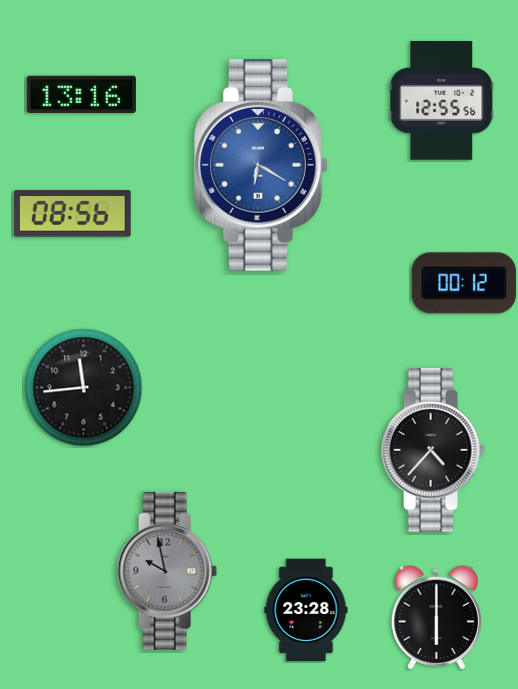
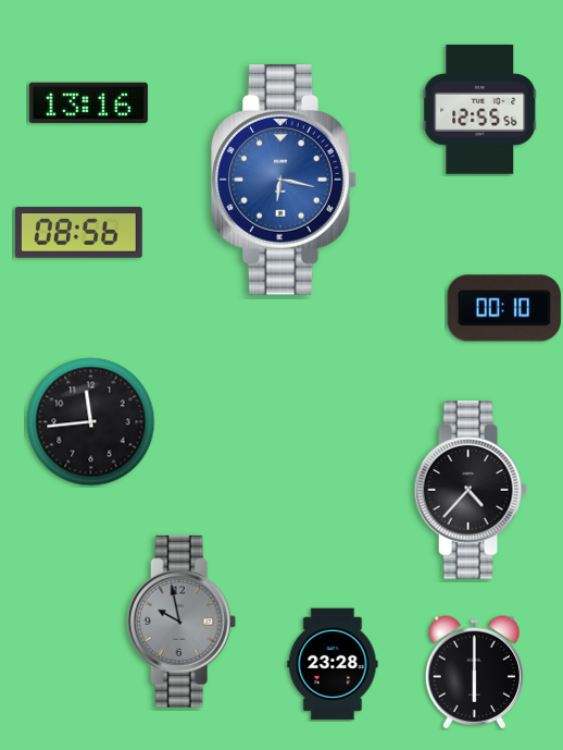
clock at (261, 166): 6:20 -> 6:17
clock at (463, 283): 00:12 -> 00:10
